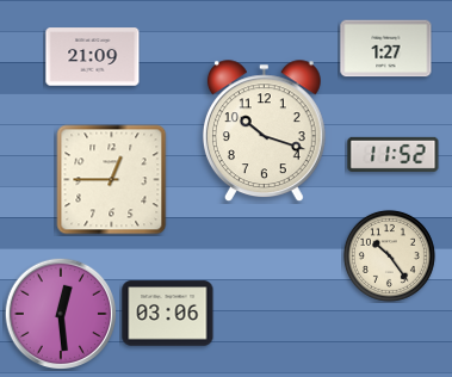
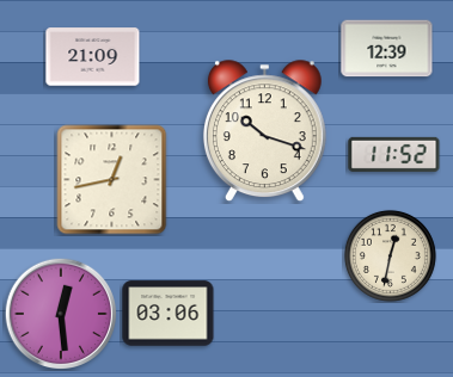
clock at (386, 49): 1:27 -> 12:39
clock at (112, 180): 12:45 -> 12:43
clock at (389, 255): 10:24 -> 12:32
